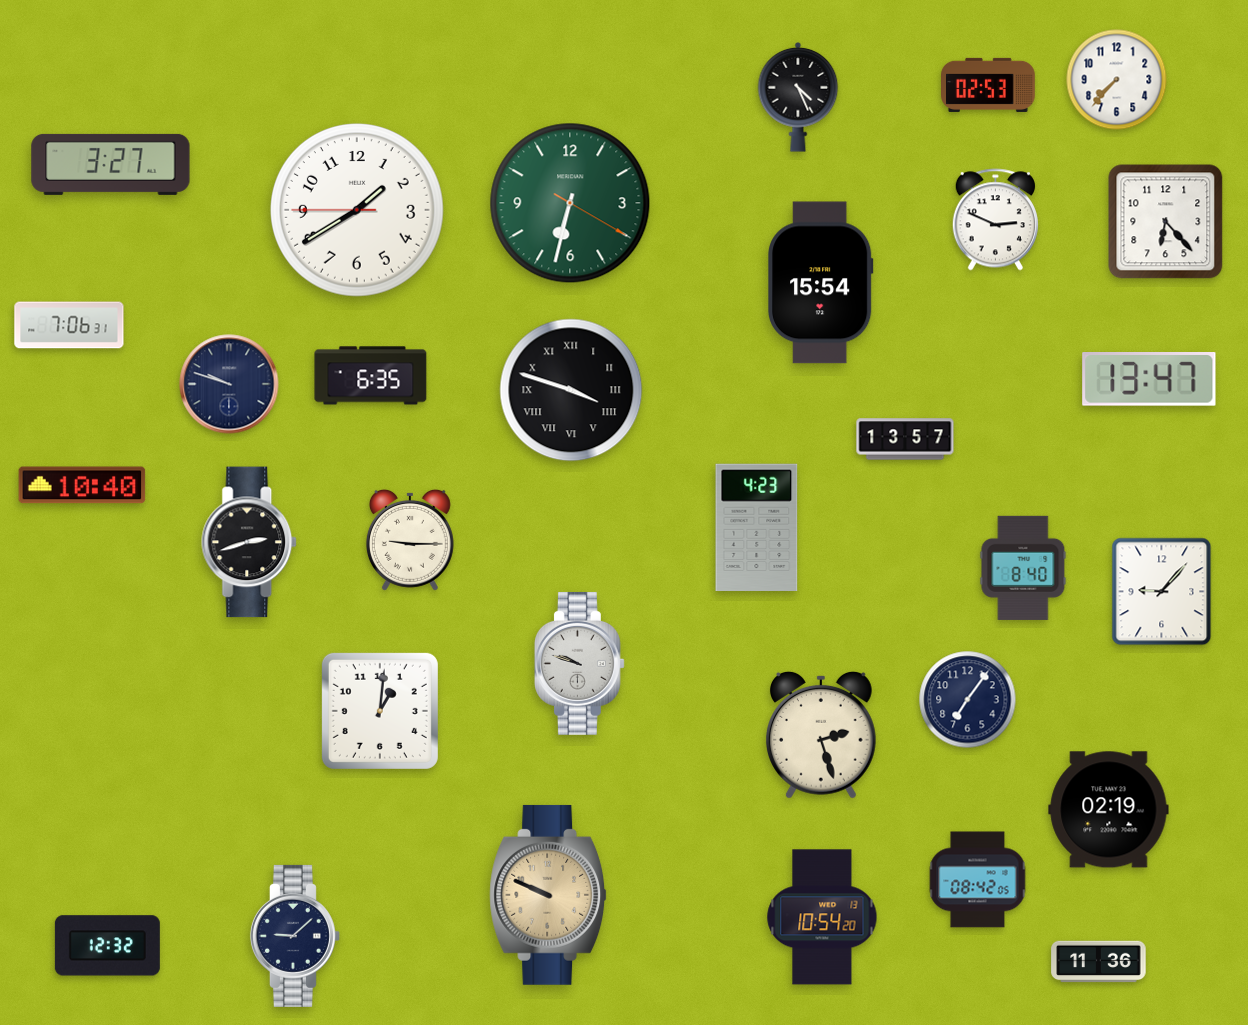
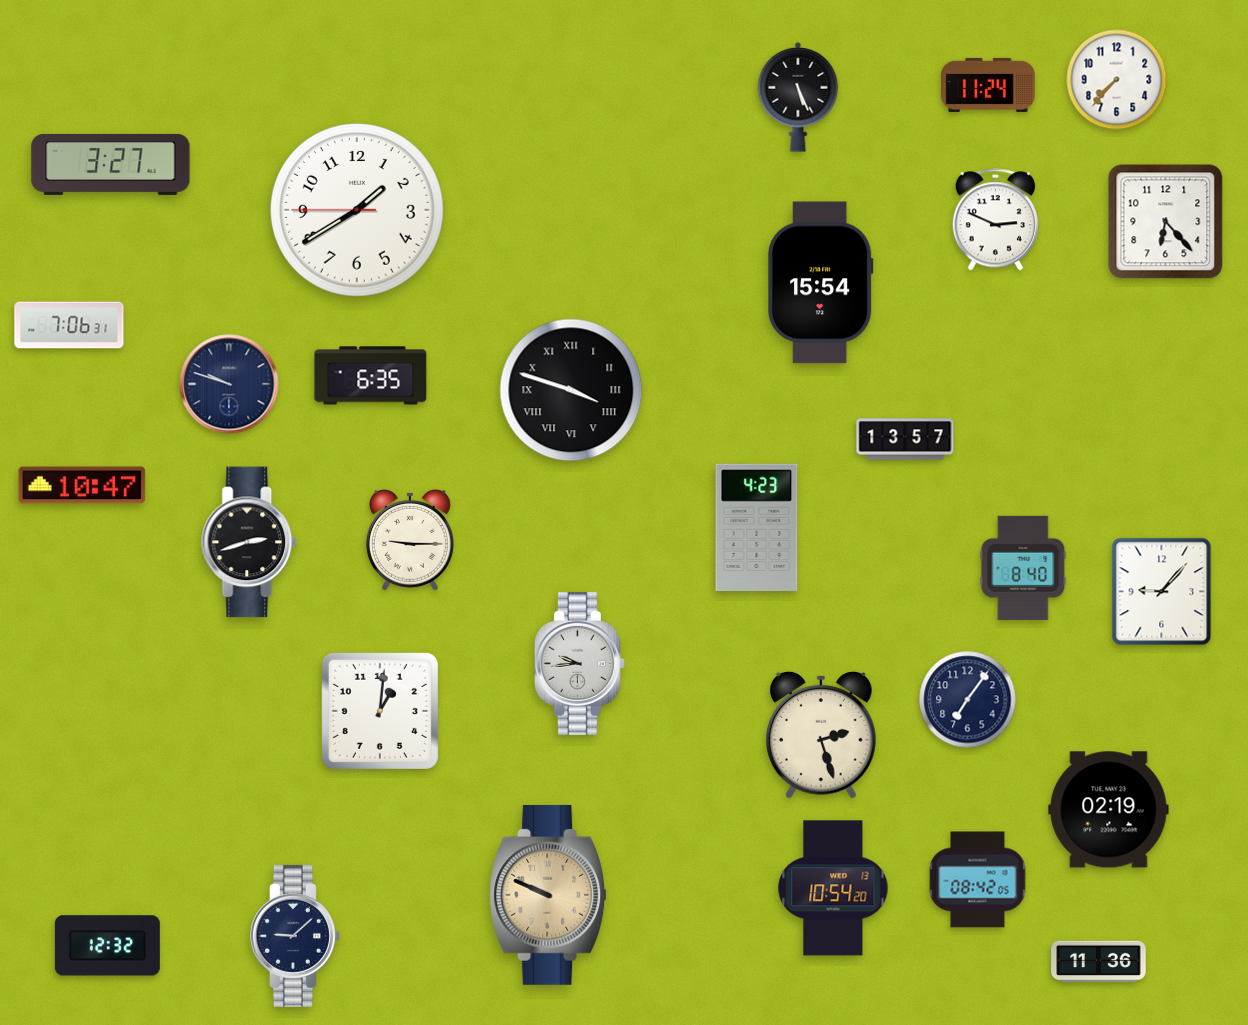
clock at (989, 85): 02:53 -> 11:24
clock at (798, 97): 4:26 -> 5:26
clock at (570, 203): 6:32 -> none
clock at (1149, 380): 13:47 -> none
clock at (82, 485): 10:40 -> 10:47
clock at (579, 663): 9:48 -> 9:44
clock at (822, 917) position: (822, 917) -> (833, 888)
